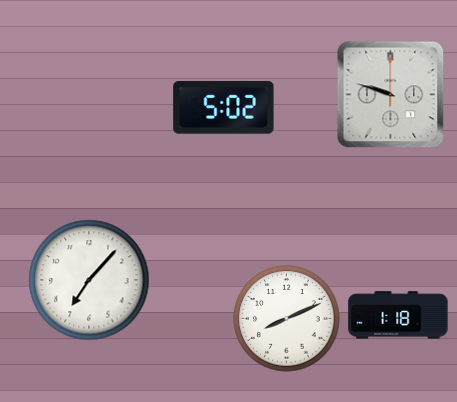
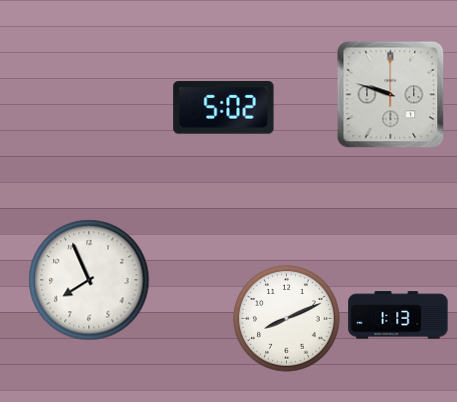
clock at (89, 280): 7:07 -> 7:56
clock at (398, 315): 1:18 -> 1:13
